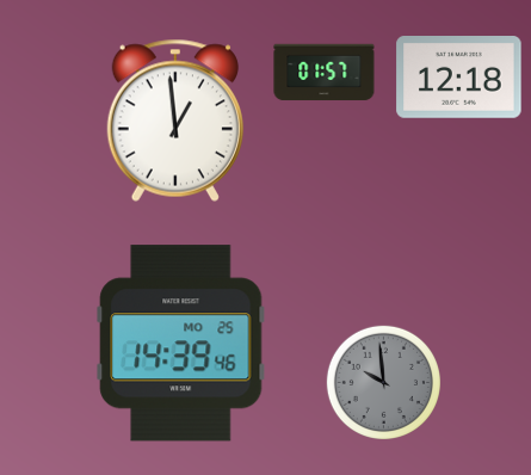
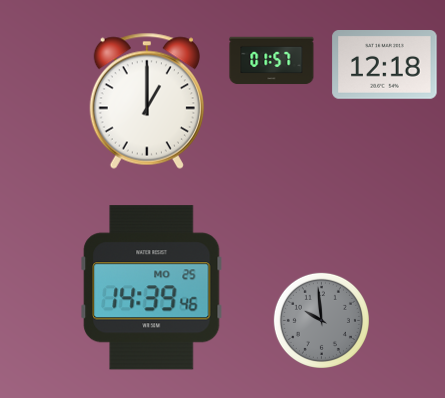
clock at (175, 121): 12:59 -> 1:00
